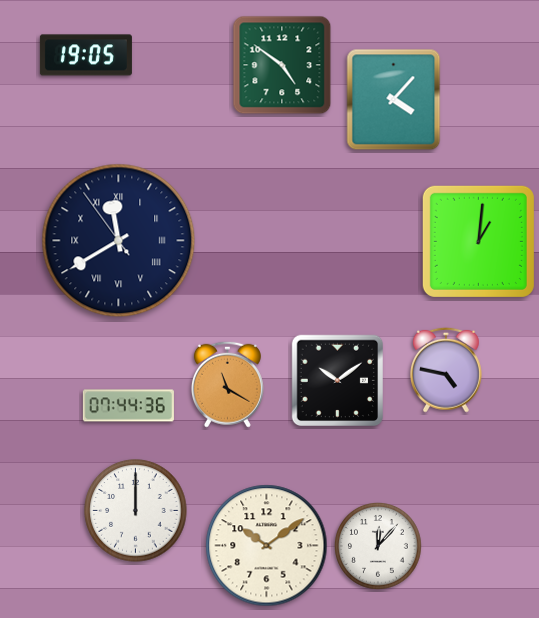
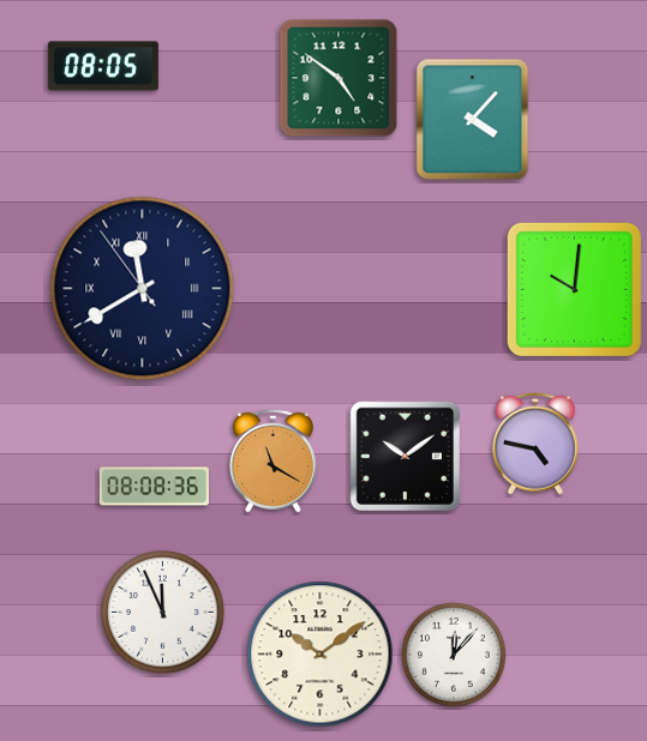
clock at (86, 55): 19:05 -> 08:05
clock at (478, 241): 1:01 -> 10:01
clock at (128, 406): 07:44 -> 08:08
clock at (136, 511): 12:00 -> 11:56
